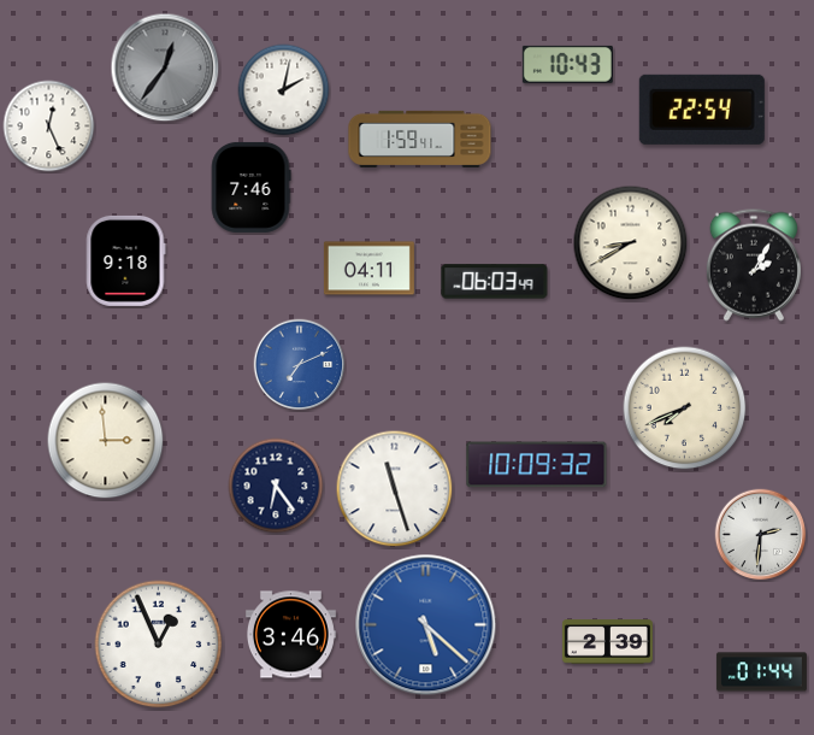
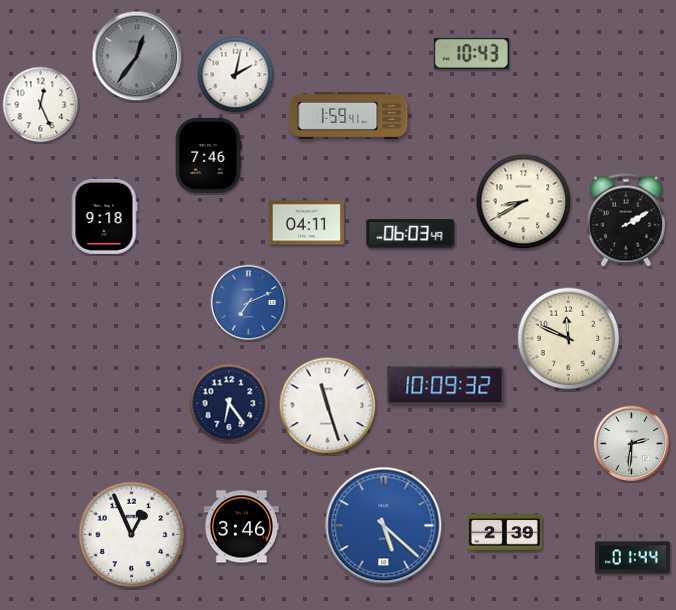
clock at (702, 110): 22:54 -> none
clock at (754, 265): 2:05 -> 2:10
clock at (685, 408): 7:41 -> 11:49
clock at (106, 441): 2:59 -> none
clock at (426, 625) position: (426, 625) -> (384, 526)
